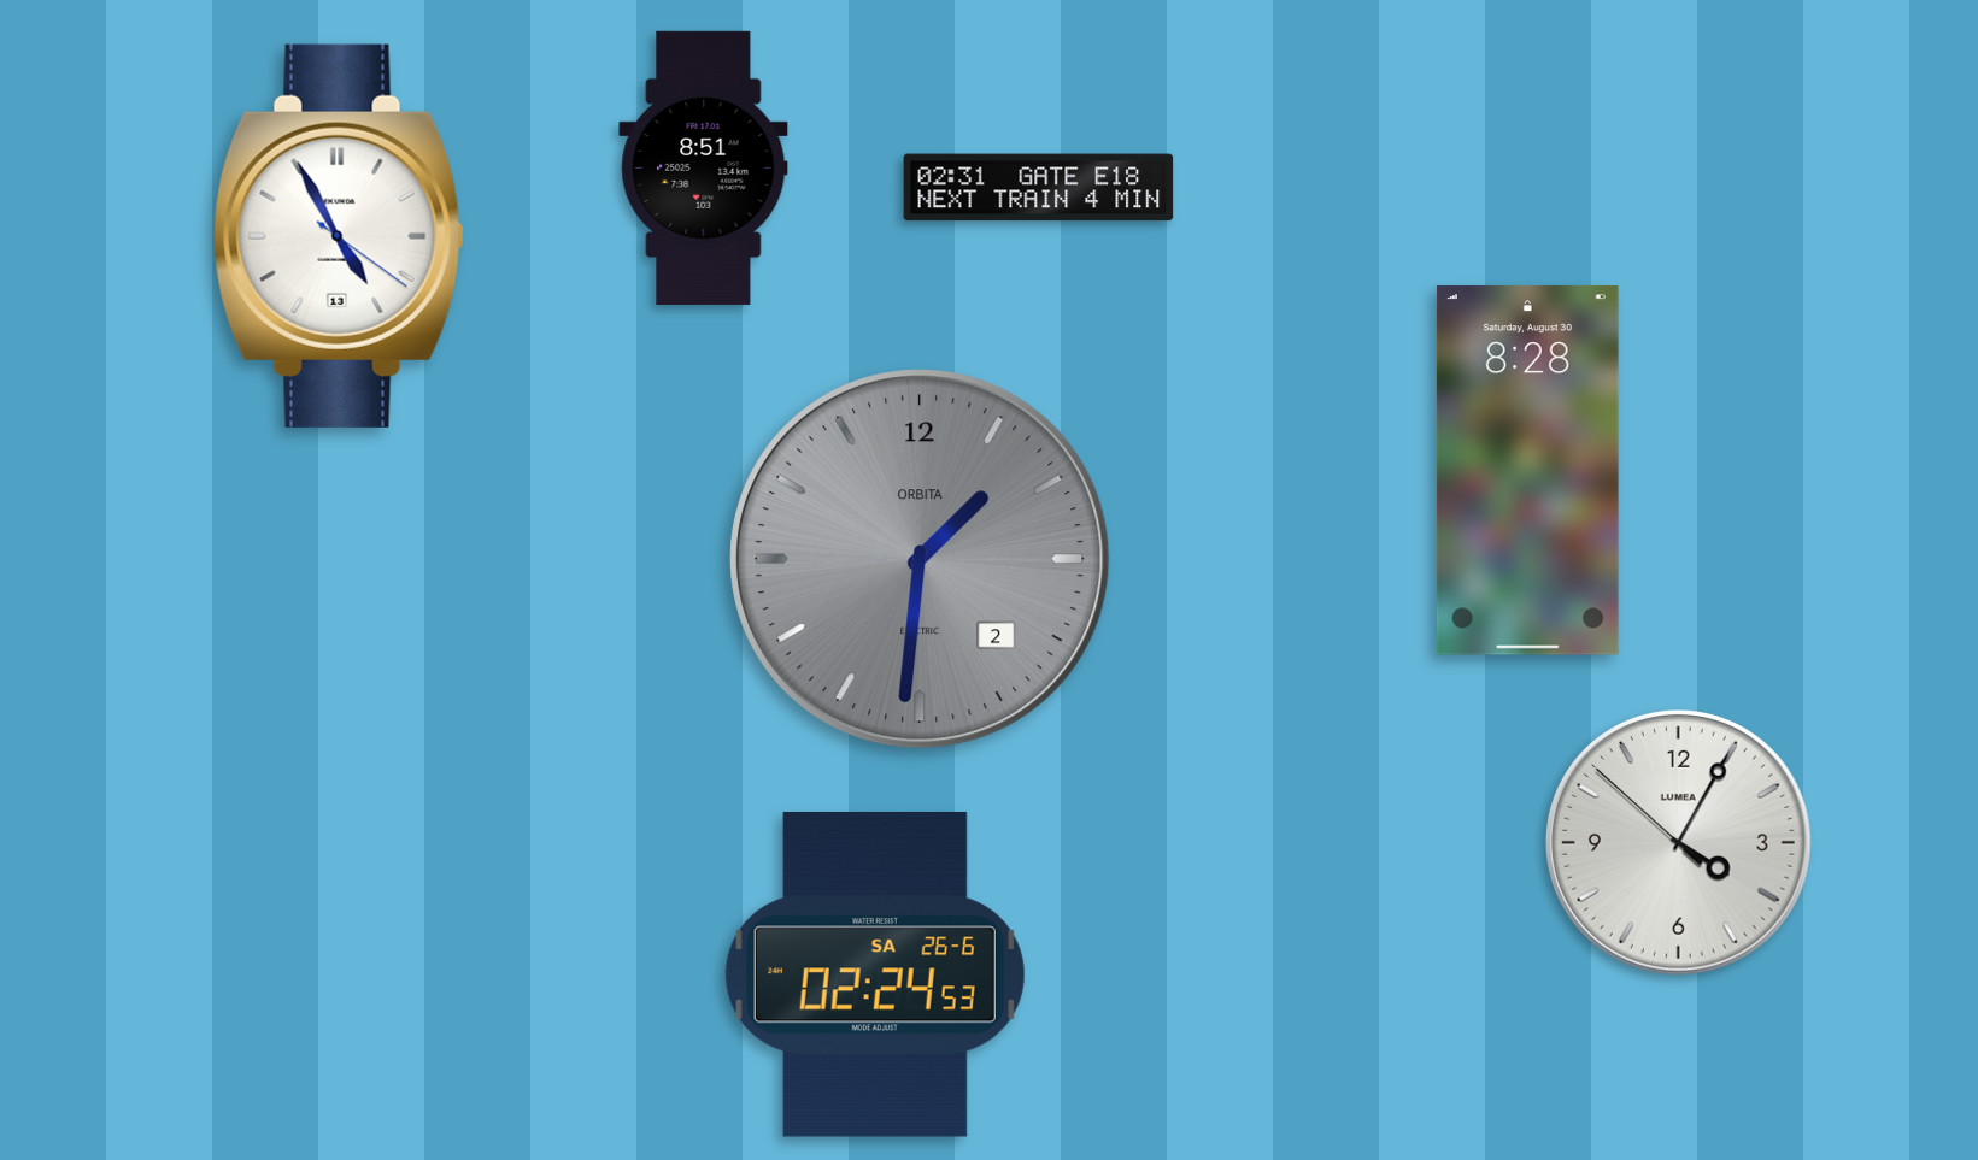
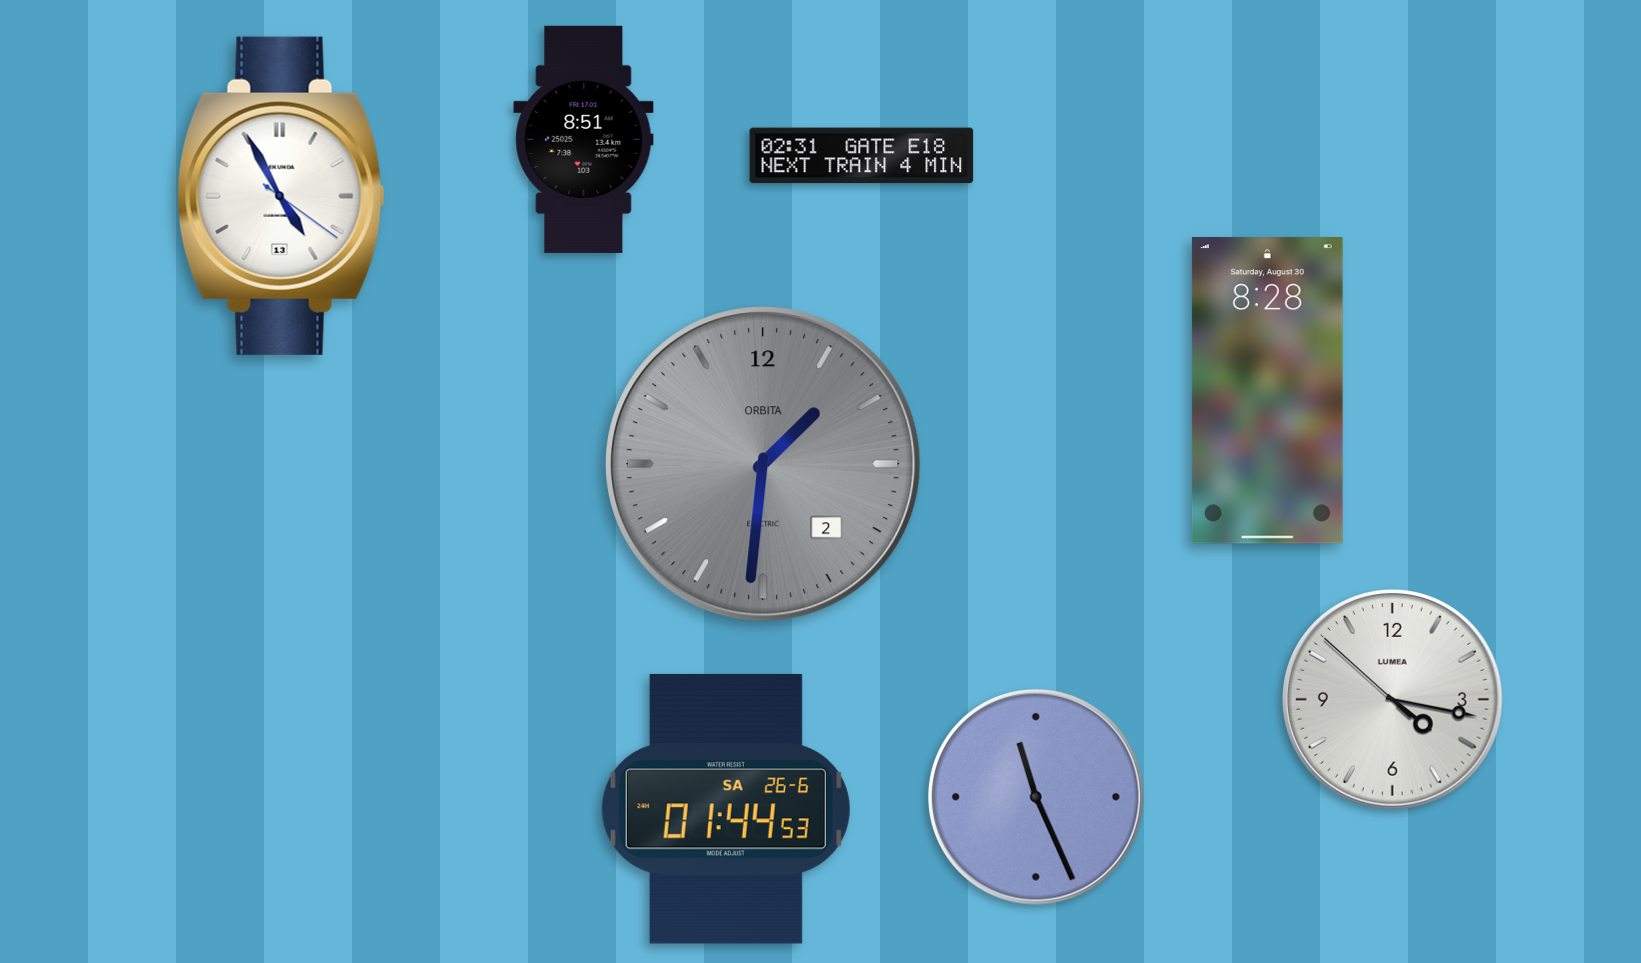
clock at (1678, 842): 4:04 -> 4:16
clock at (1036, 797): none -> 11:26
clock at (875, 974): 02:24 -> 01:44
